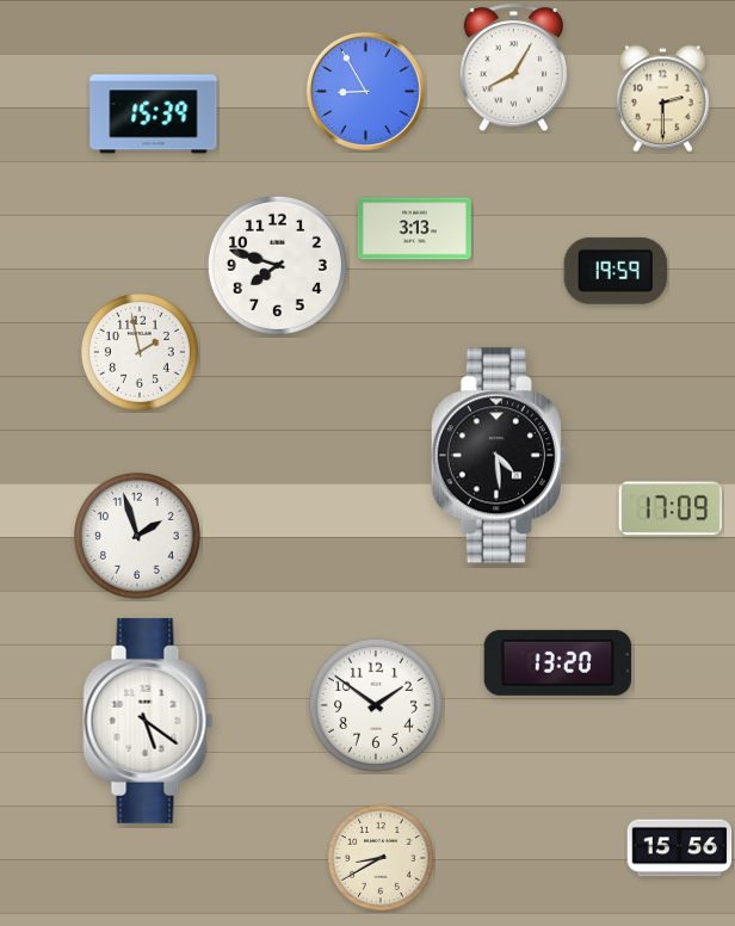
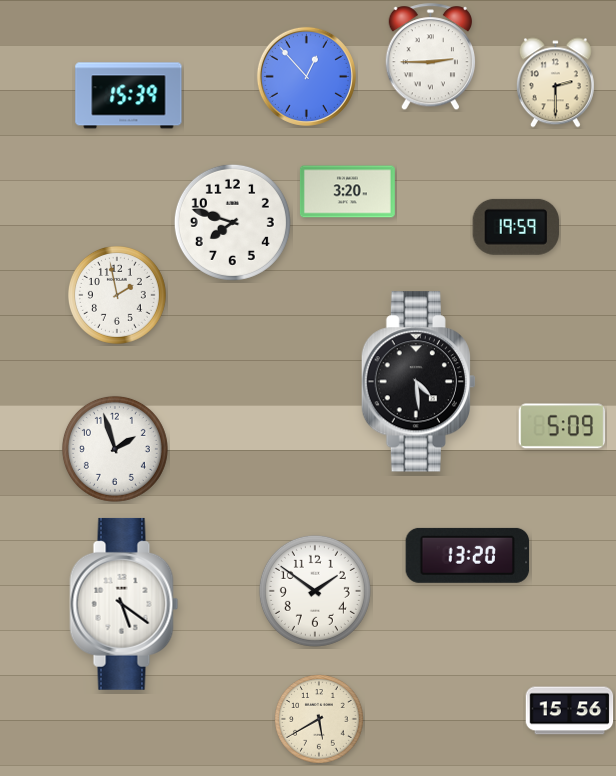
clock at (513, 68): 8:05 -> 2:45
clock at (365, 91): 8:55 -> 12:53
clock at (414, 229): 3:13 -> 3:20
clock at (671, 508): 17:09 -> 5:09
clock at (381, 858): 8:40 -> 5:40
